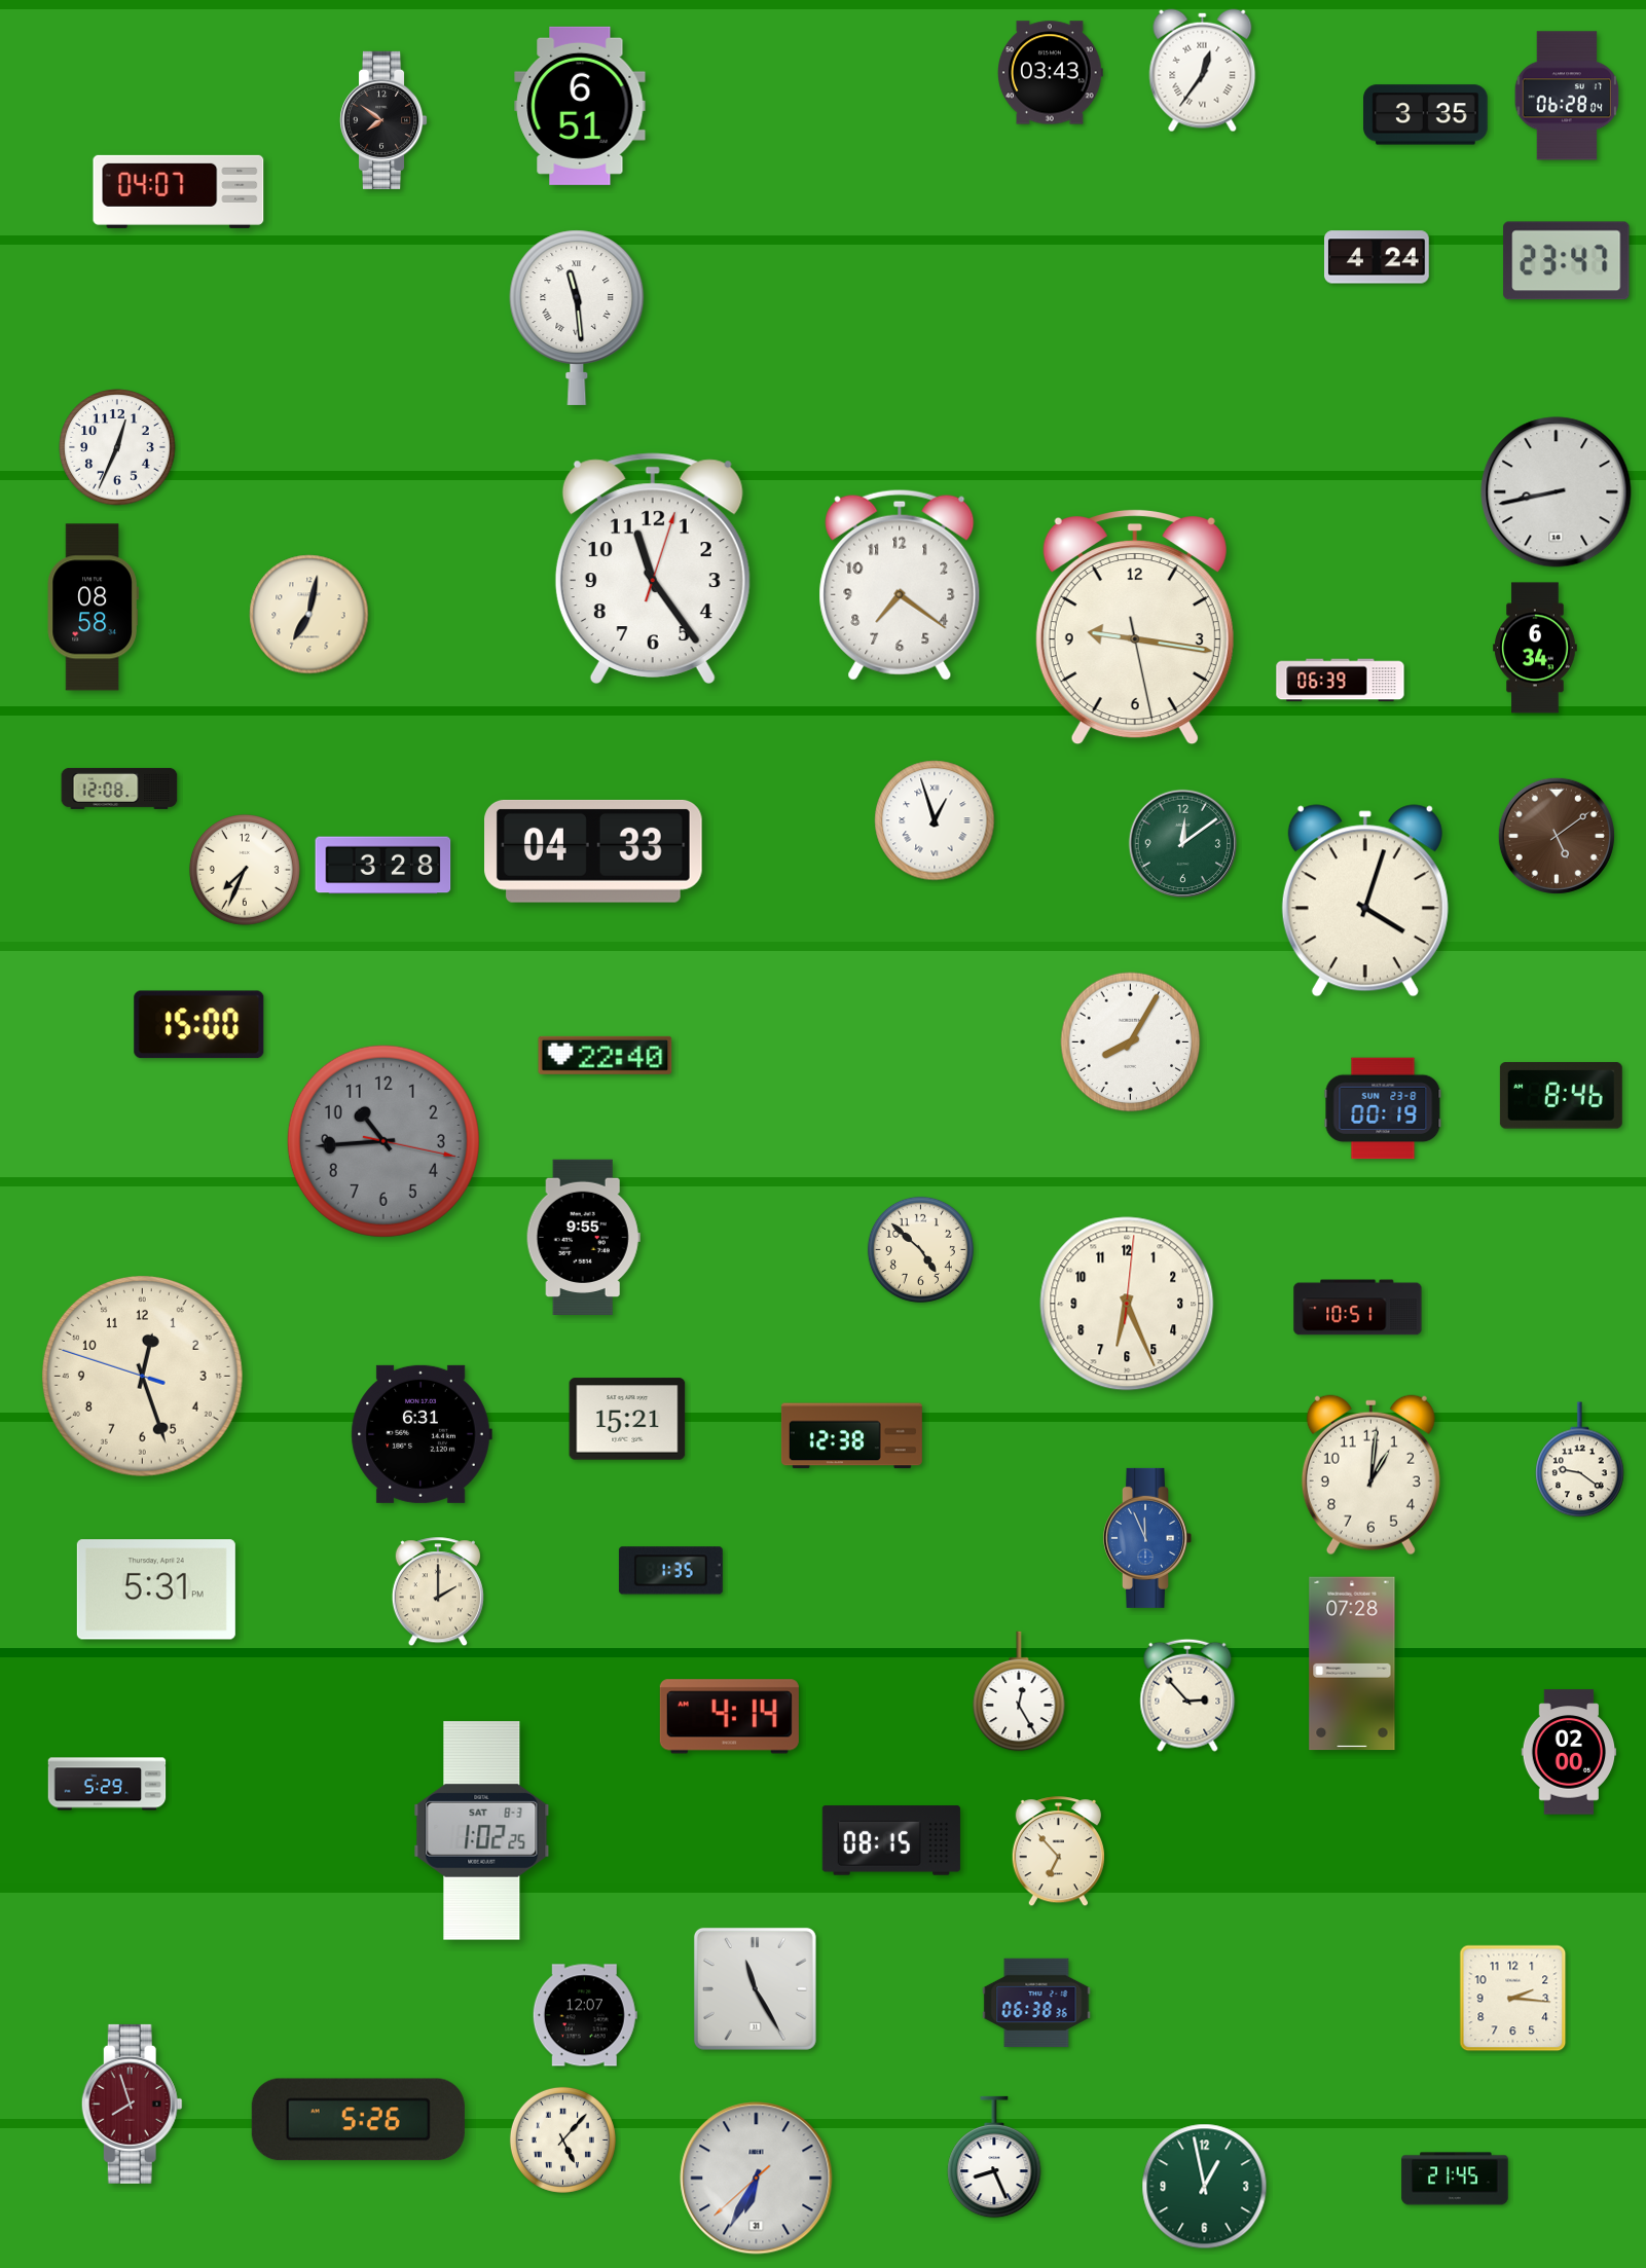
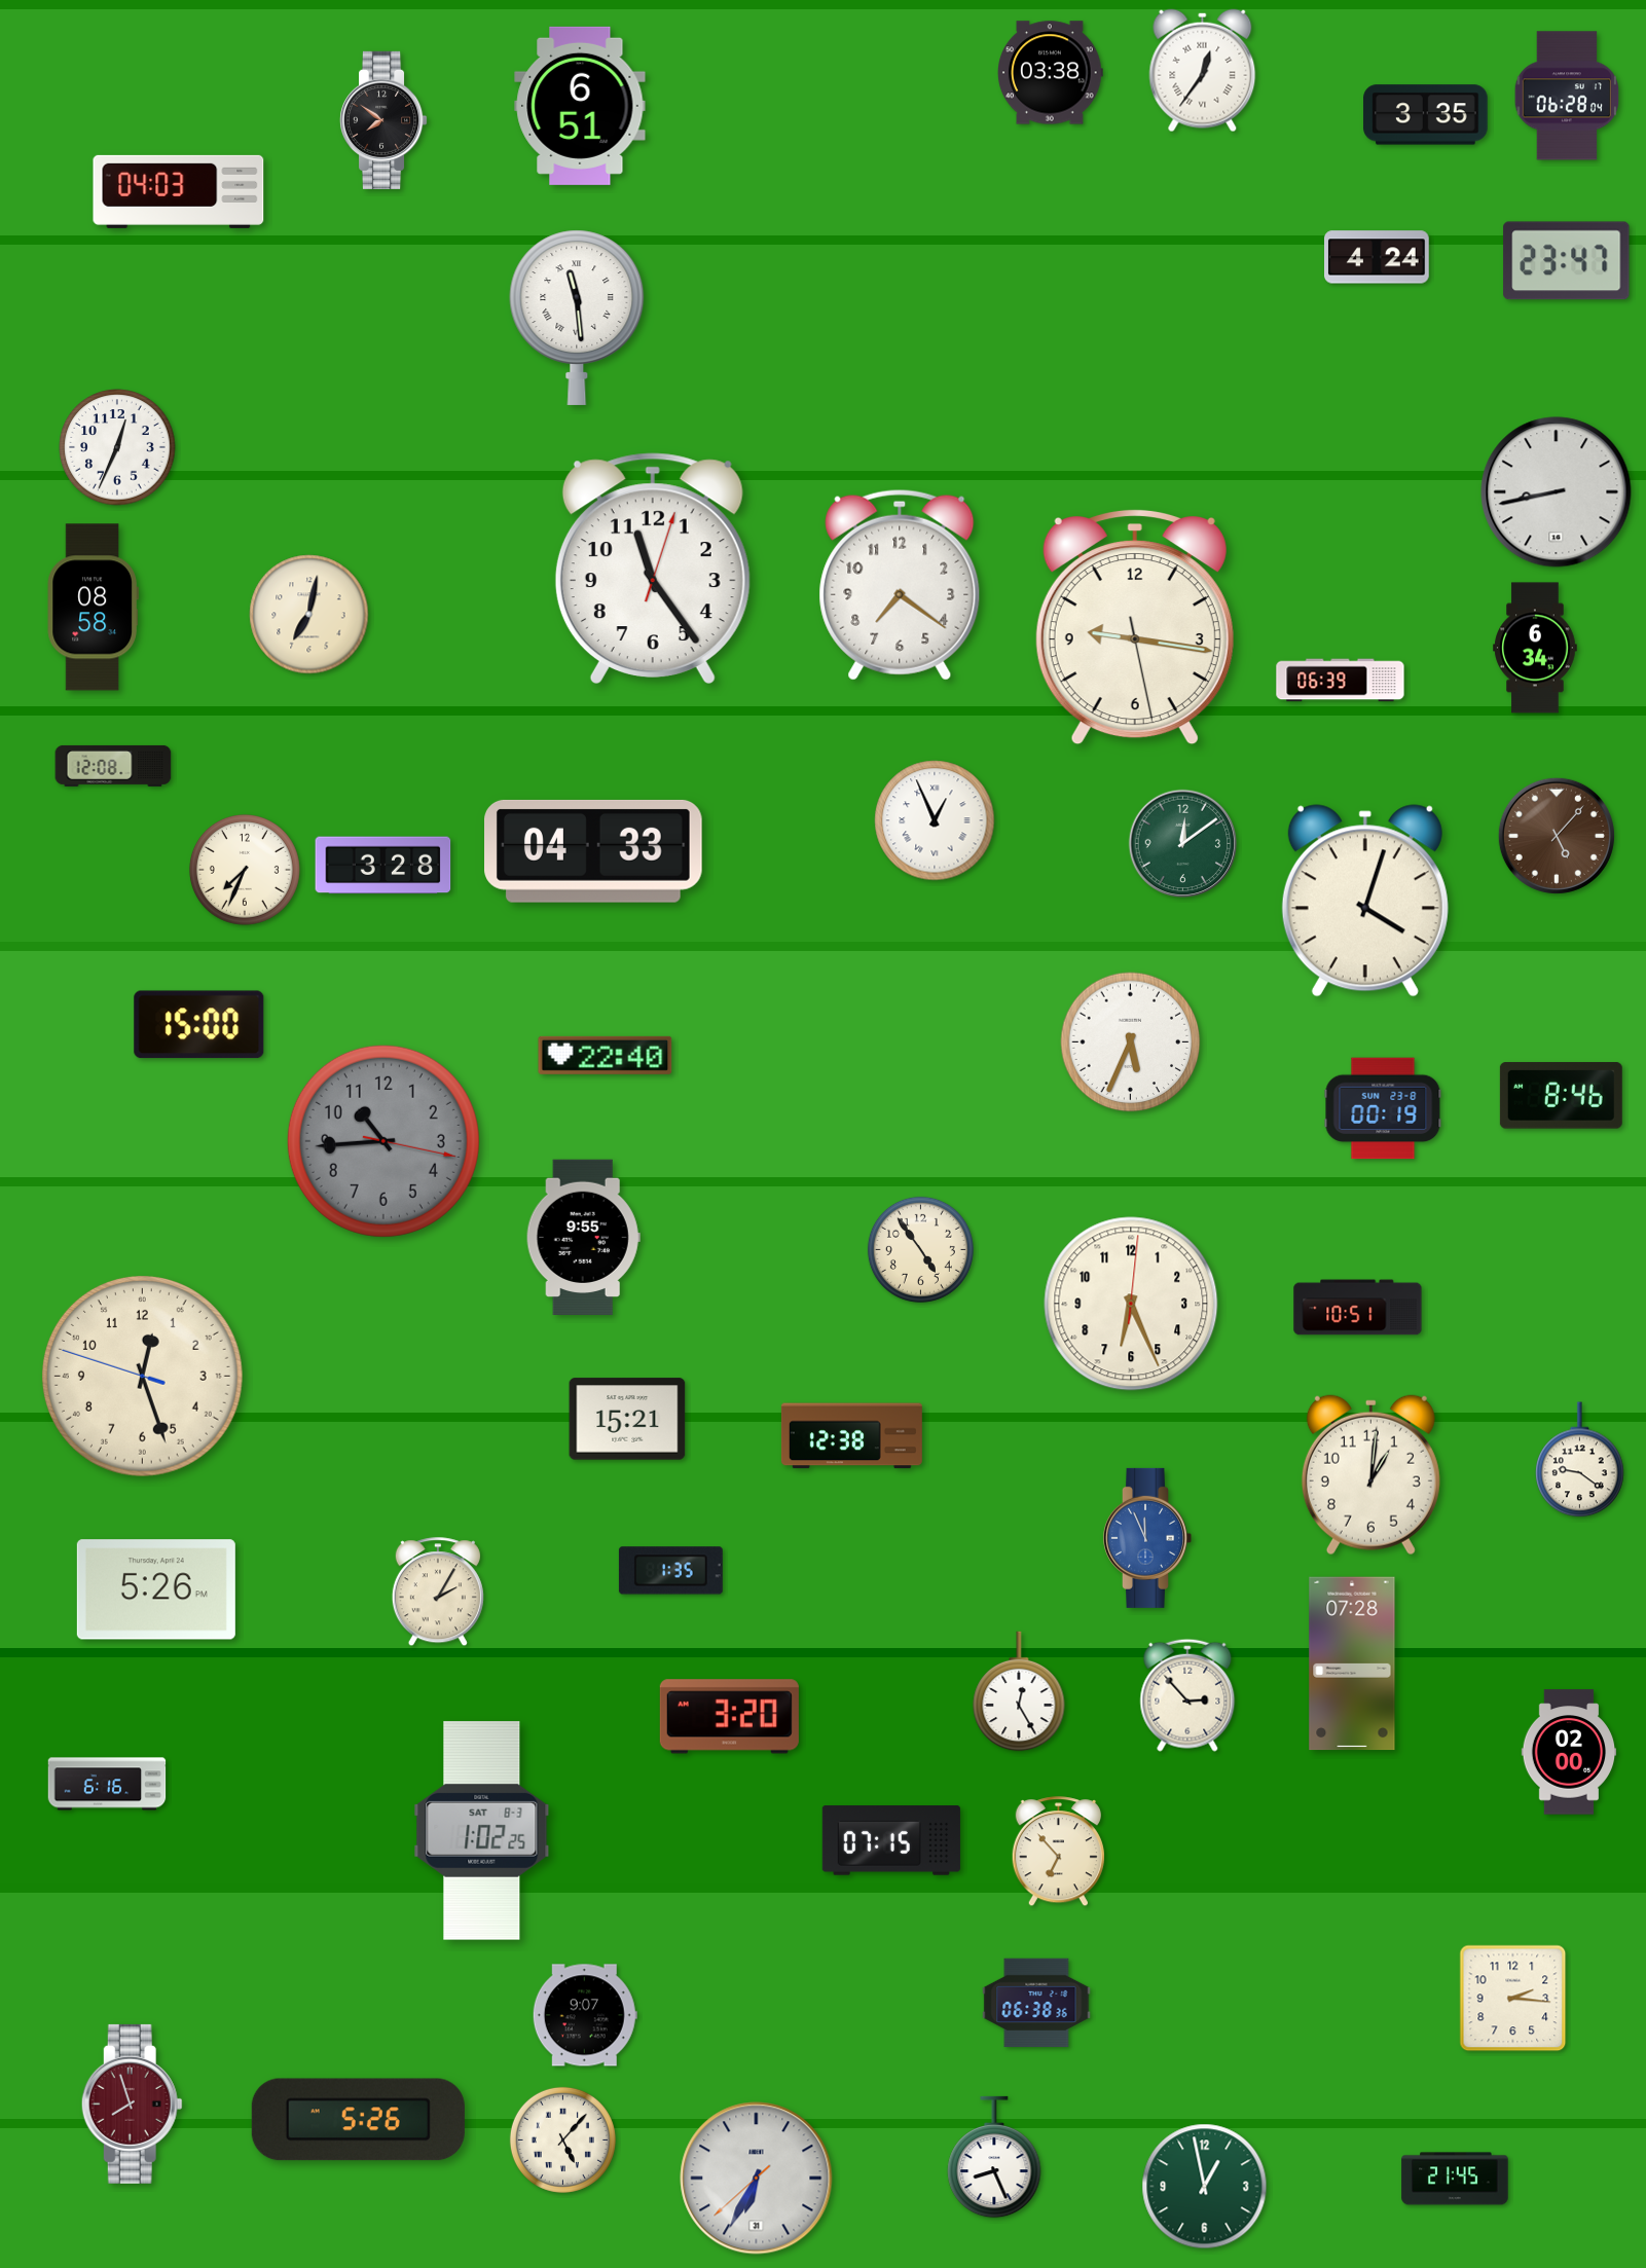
clock at (1051, 73): 03:43 -> 03:38
clock at (179, 191): 04:07 -> 04:03
clock at (119, 789) position: (119, 789) -> (113, 766)
clock at (935, 820): 12:57 -> 12:56
clock at (1557, 836): 5:09 -> 5:07
clock at (1131, 1042): 8:05 -> 5:34
clock at (920, 1249): 4:52 -> 4:54
clock at (1127, 1304) position: (1127, 1304) -> (1131, 1304)
clock at (422, 1434): 6:31 -> none
clock at (156, 1589): 5:31 -> 5:26
clock at (438, 1593): 2:00 -> 2:05
clock at (729, 1717): 4:14 -> 3:20
clock at (107, 1784): 5:29 -> 6:16
clock at (891, 1840): 08:15 -> 07:15
clock at (755, 1988): 11:25 -> none
clock at (585, 2015): 12:07 -> 9:07
